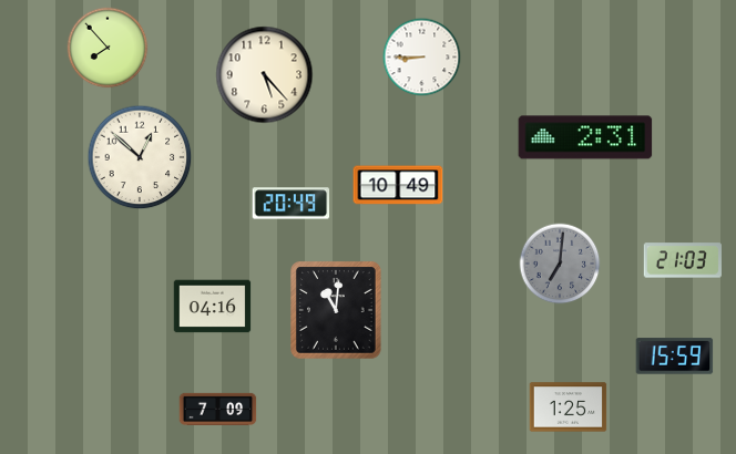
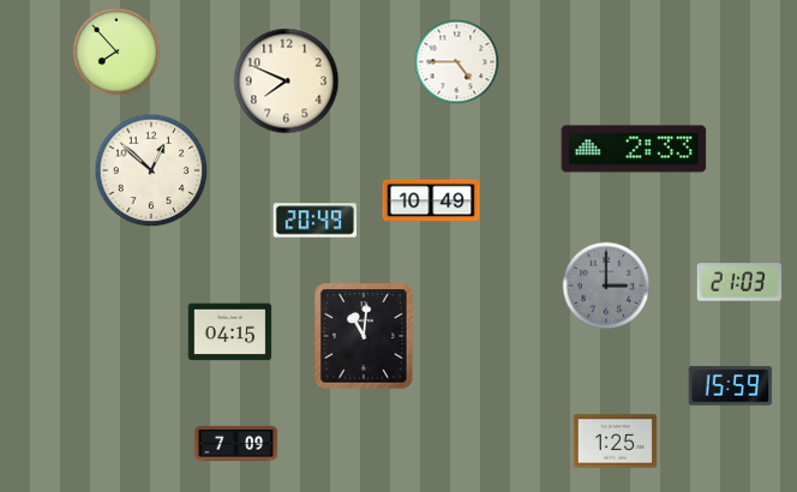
clock at (422, 58): 8:45 -> 4:45
clock at (265, 75): 5:23 -> 7:49
clock at (585, 137): 2:31 -> 2:33
clock at (560, 264): 7:01 -> 3:00
clock at (213, 307): 04:16 -> 04:15
